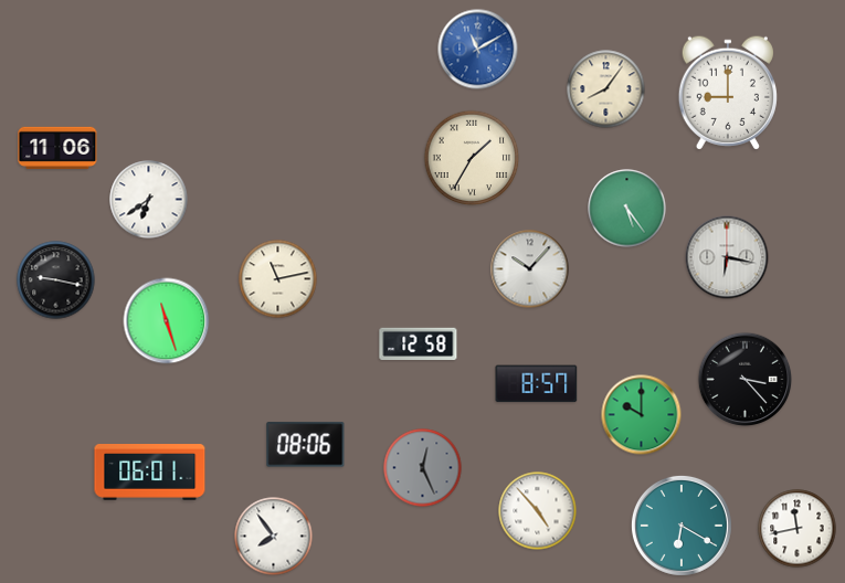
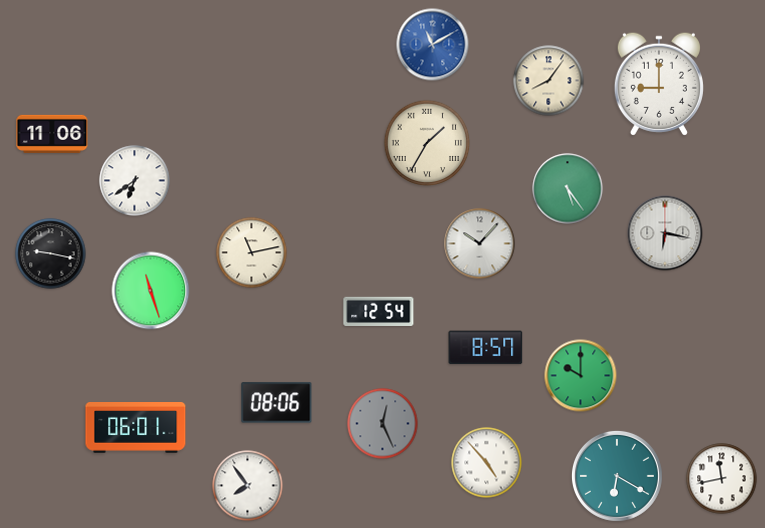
clock at (727, 257) position: (727, 257) -> (665, 233)
clock at (419, 343): 12:58 -> 12:54
clock at (746, 380): 3:23 -> none
